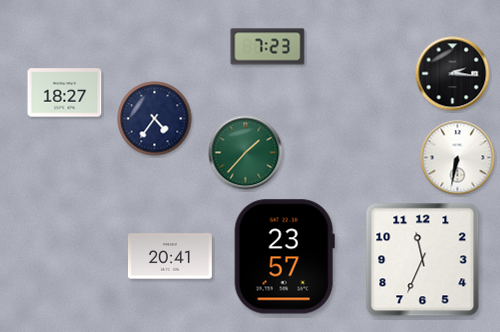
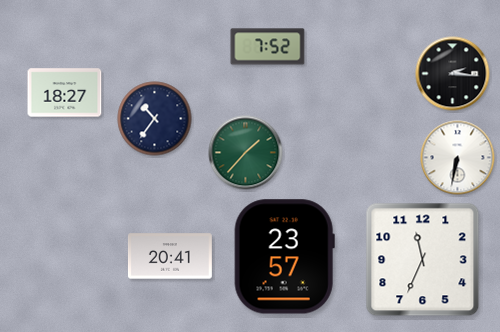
clock at (268, 47): 7:23 -> 7:52
clock at (155, 119): 4:36 -> 10:36
